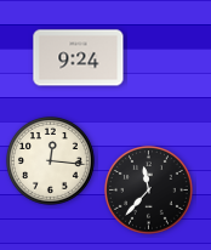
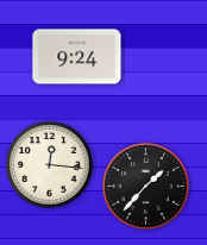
clock at (51, 161) position: (51, 161) -> (50, 165)
clock at (149, 191): 11:37 -> 1:37
